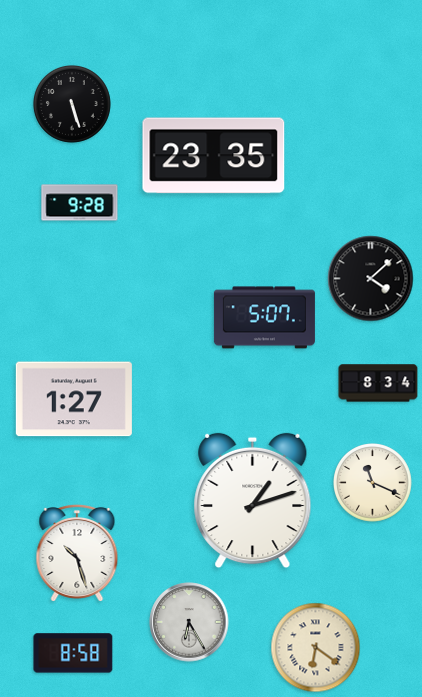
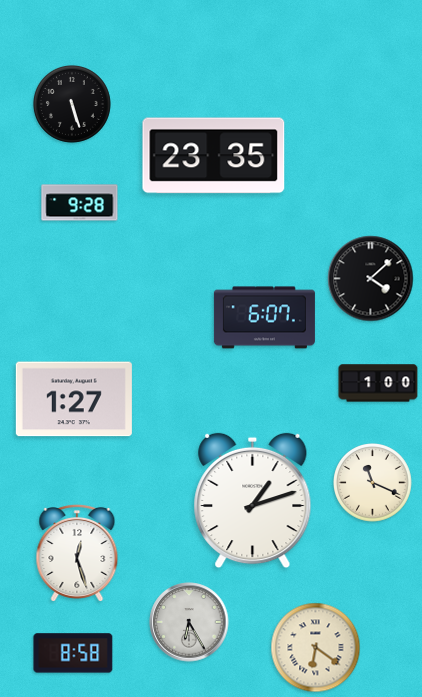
clock at (264, 318): 5:07 -> 6:07
clock at (378, 383): 8:34 -> 1:00
clock at (77, 553): 10:27 -> 12:27
